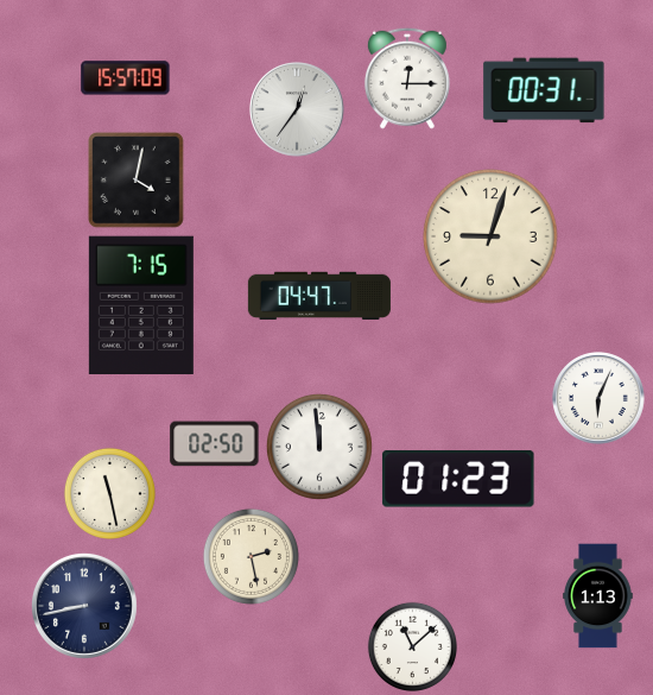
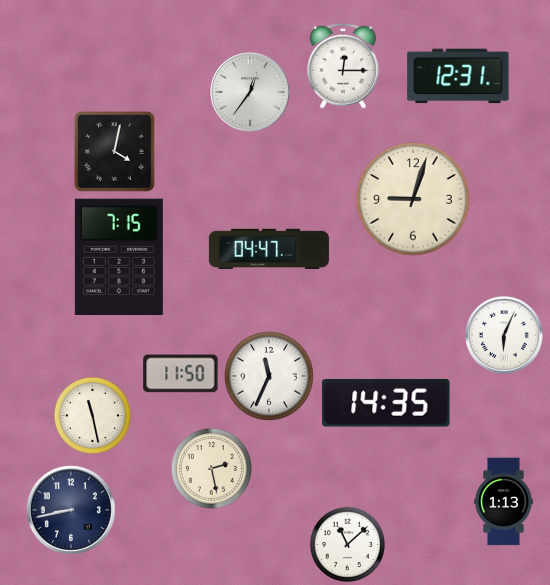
clock at (126, 78): 15:57 -> none
clock at (544, 90): 00:31 -> 12:31
clock at (215, 444): 02:50 -> 11:50
clock at (319, 447): 11:59 -> 11:34
clock at (458, 480): 01:23 -> 14:35
